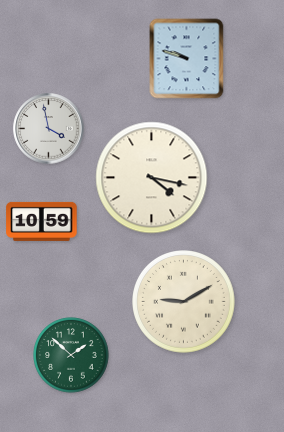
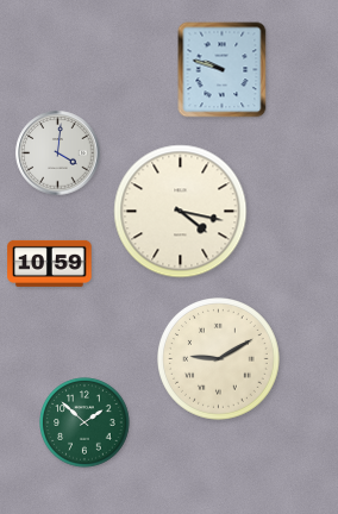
clock at (49, 129): 3:58 -> 4:01
